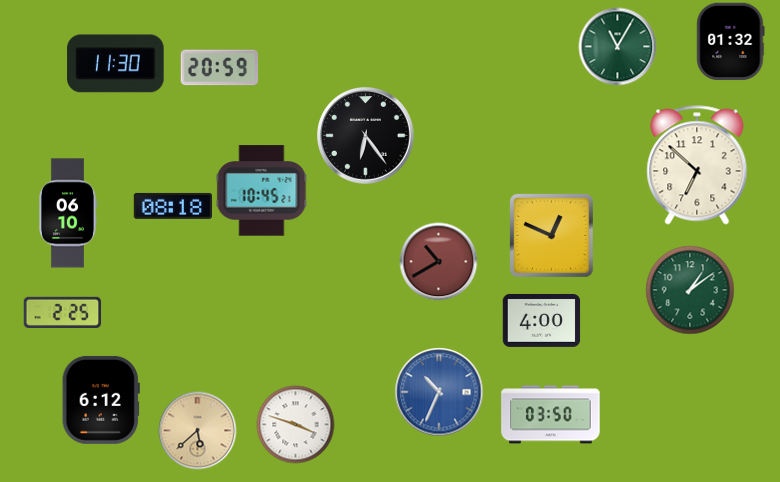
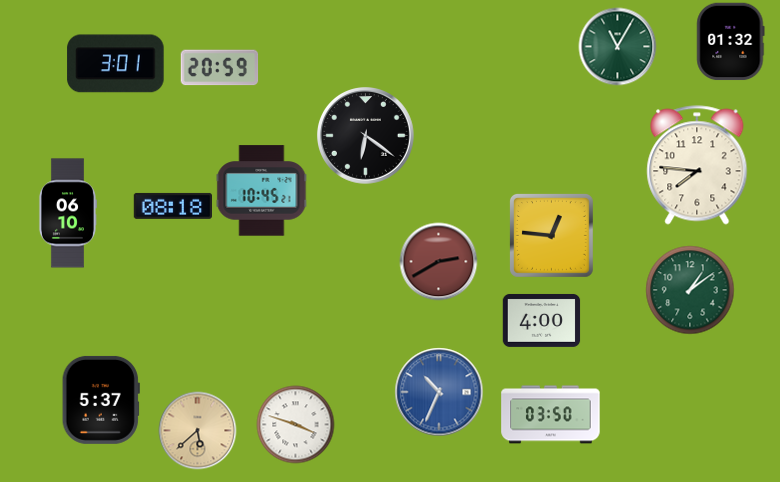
clock at (116, 64): 11:30 -> 3:01
clock at (366, 136): 6:24 -> 6:21
clock at (697, 165): 6:52 -> 7:46
clock at (551, 235): 12:49 -> 12:46
clock at (438, 261): 10:40 -> 2:40
clock at (62, 312): 2:25 -> none
clock at (101, 400): 6:12 -> 5:37
